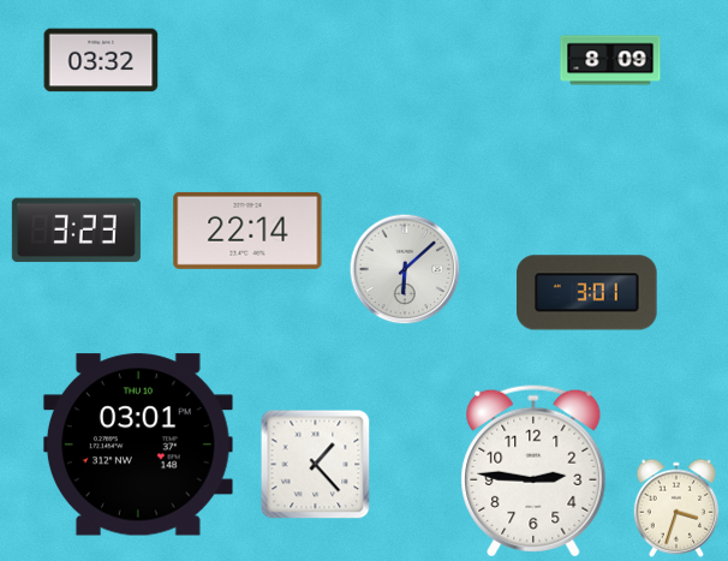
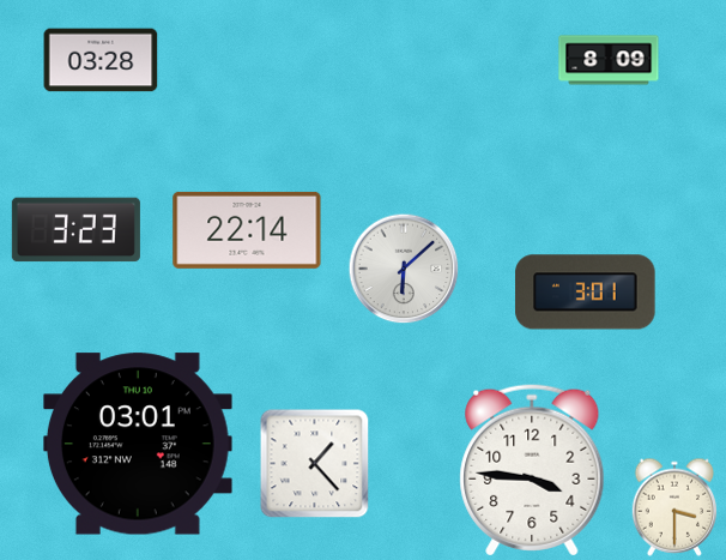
clock at (101, 60): 03:32 -> 03:28
clock at (533, 471): 2:46 -> 3:46
clock at (676, 508): 3:33 -> 3:30
